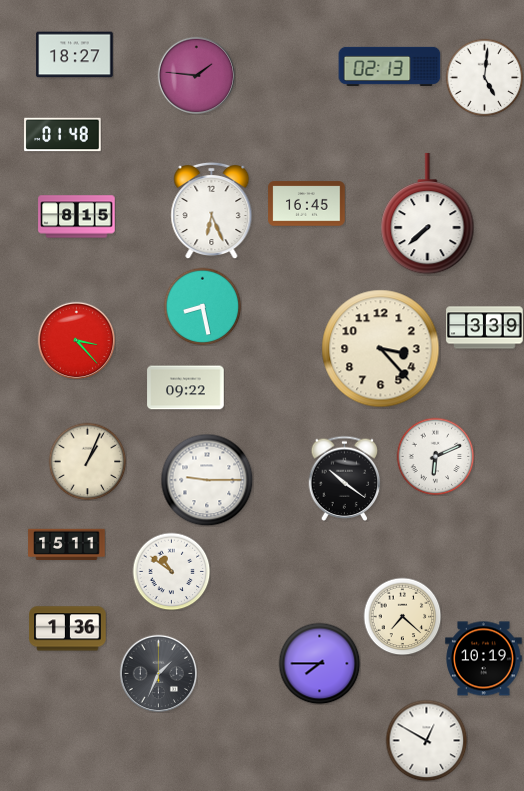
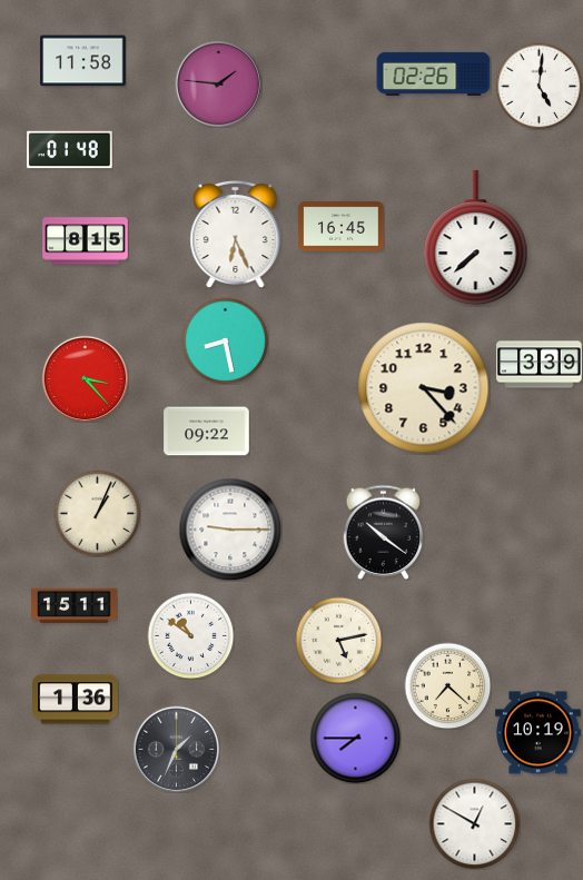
clock at (75, 55): 18:27 -> 11:58
clock at (390, 66): 02:13 -> 02:26
clock at (435, 456): 6:11 -> none
clock at (207, 480) position: (207, 480) -> (230, 530)
clock at (338, 640): none -> 5:13
